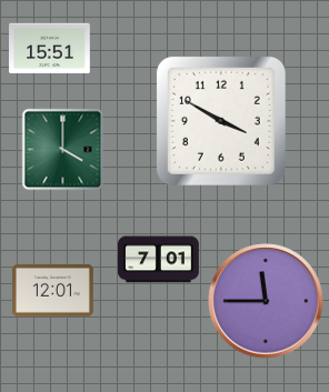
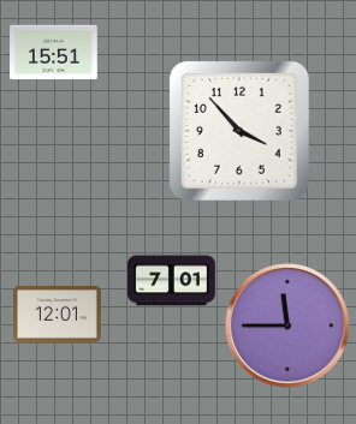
clock at (221, 121): 3:50 -> 3:53
clock at (63, 150): 4:00 -> none
